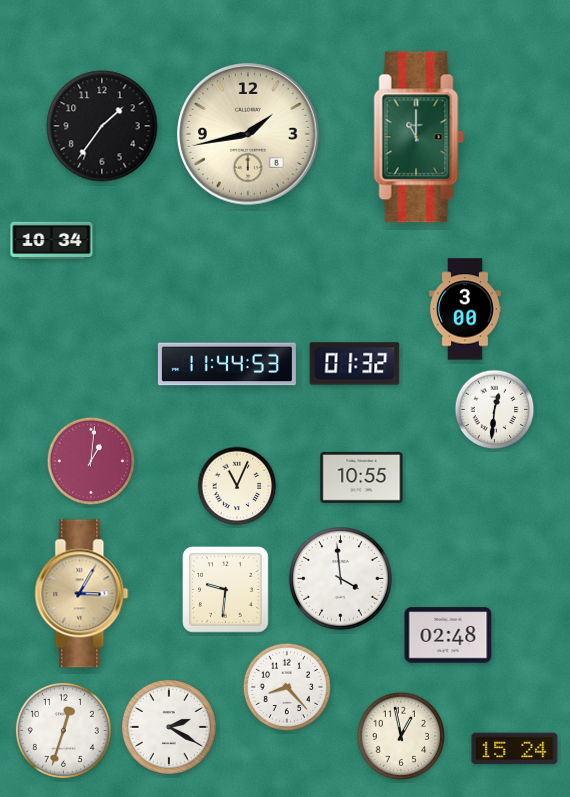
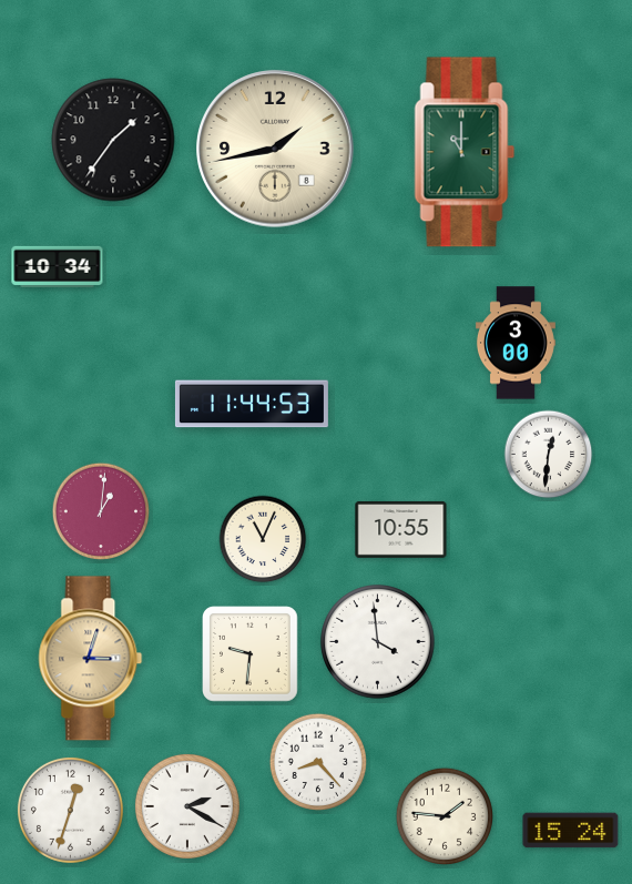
clock at (355, 364): 01:32 -> none
clock at (82, 594): 3:05 -> 3:03
clock at (448, 635): 02:48 -> none
clock at (400, 735): 12:58 -> 1:46
